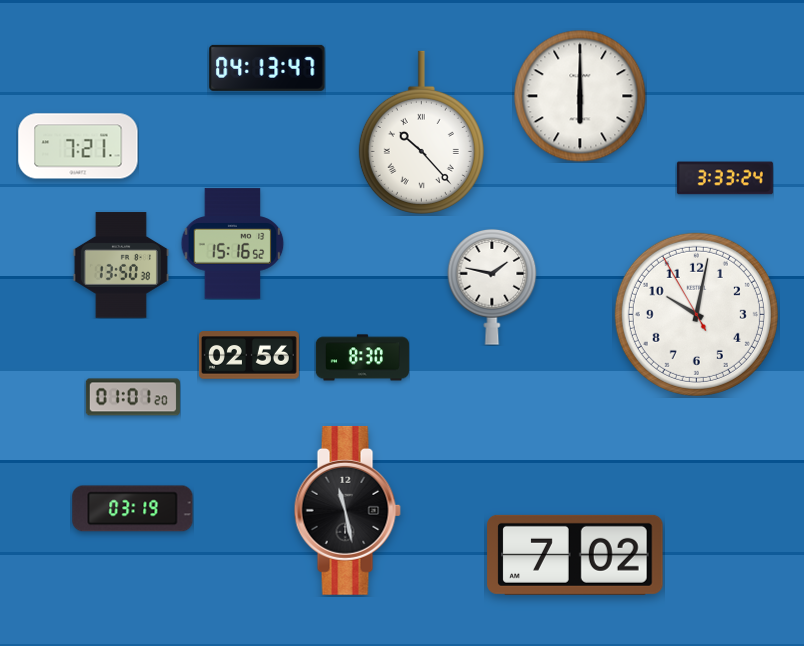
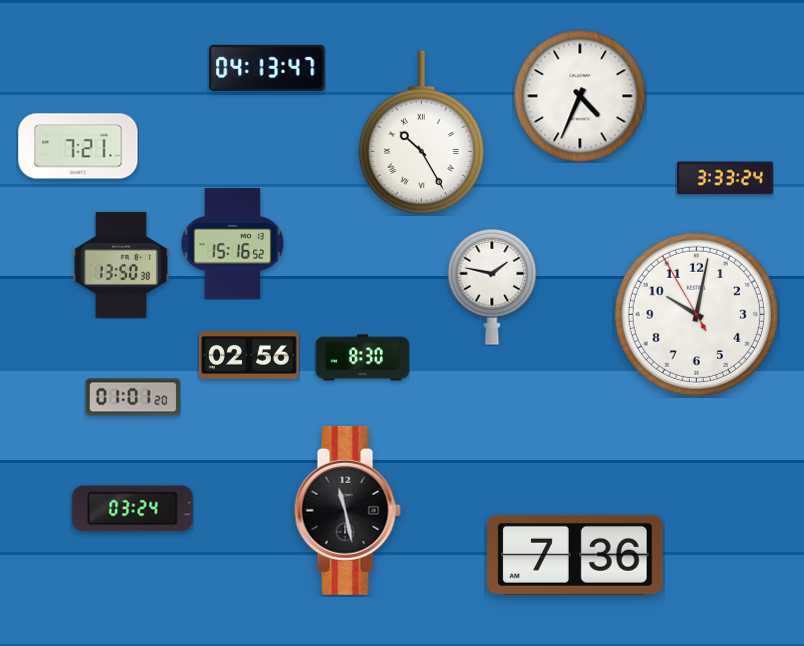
clock at (580, 96): 6:00 -> 4:34
clock at (421, 132): 10:23 -> 10:25
clock at (133, 509): 03:19 -> 03:24
clock at (575, 555): 7:02 -> 7:36
